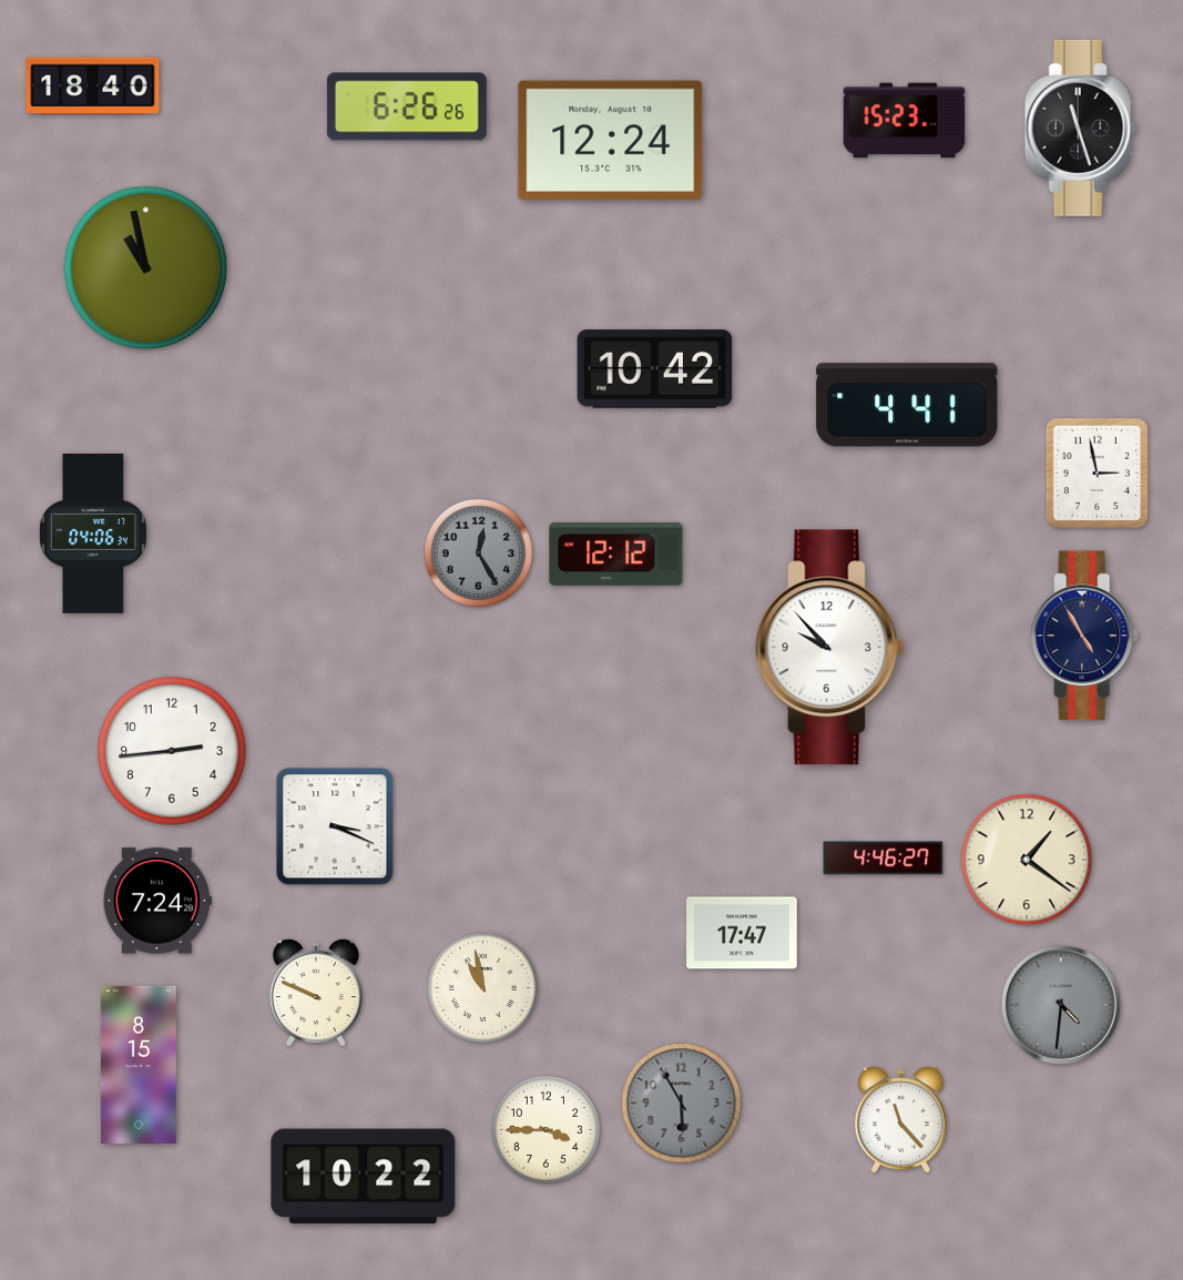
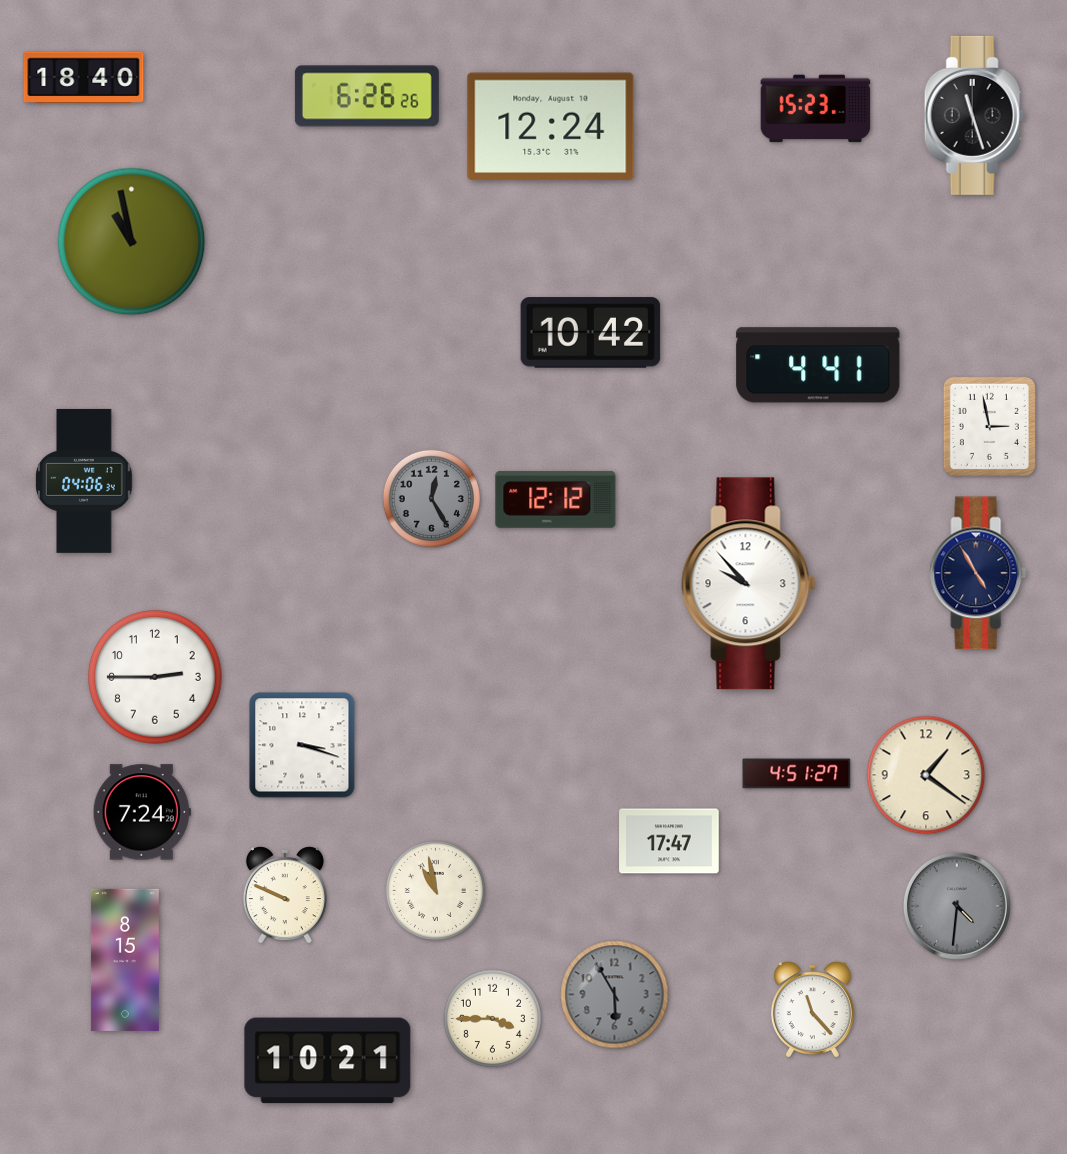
clock at (172, 751): 2:44 -> 2:45
clock at (335, 826): 3:19 -> 3:18
clock at (884, 859): 4:46 -> 4:51
clock at (364, 1177): 10:22 -> 10:21
